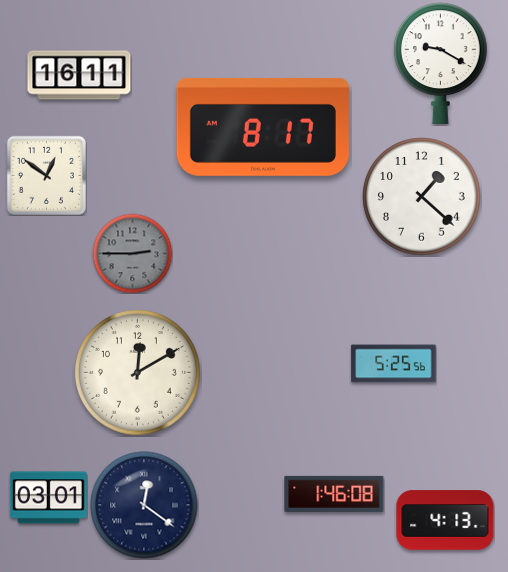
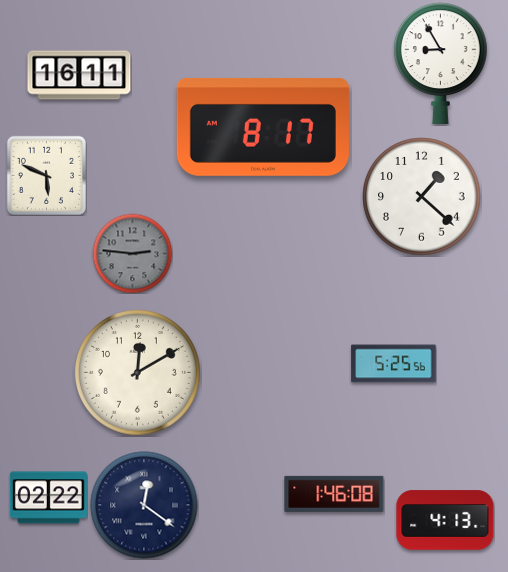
clock at (440, 63): 9:20 -> 8:55
clock at (46, 175): 12:51 -> 5:49
clock at (132, 253): 2:45 -> 2:46
clock at (48, 498): 03:01 -> 02:22
